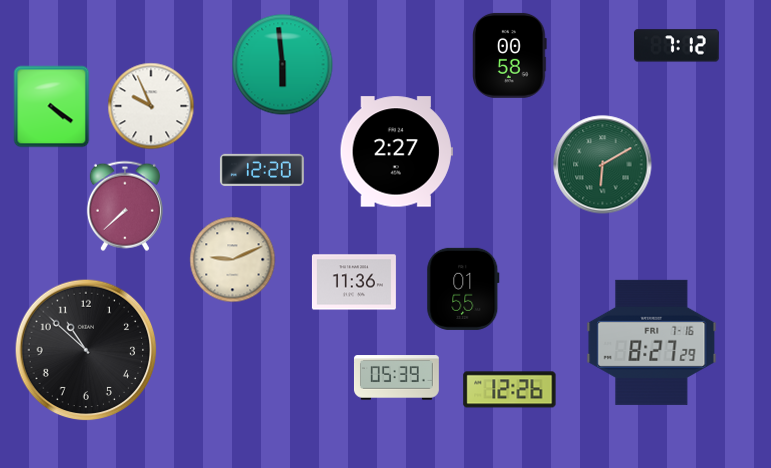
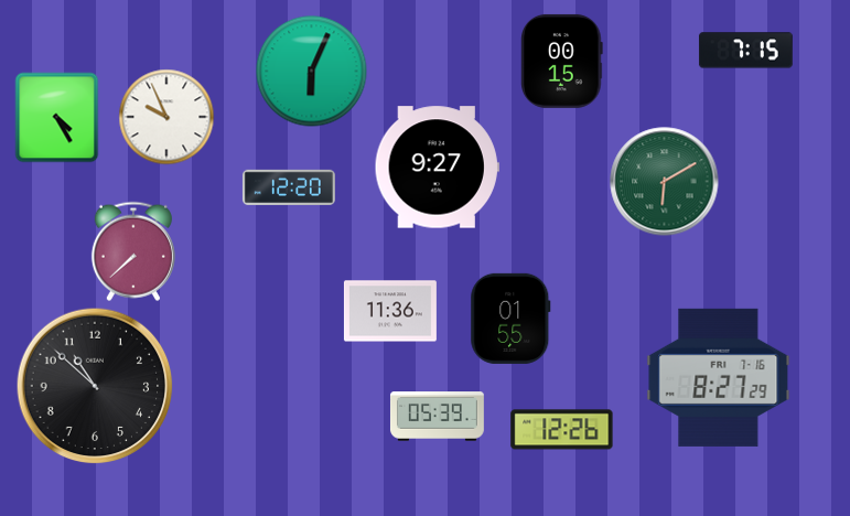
clock at (676, 46): 7:12 -> 7:15
clock at (510, 55): 00:58 -> 00:15
clock at (283, 65): 5:59 -> 6:04
clock at (52, 107): 4:21 -> 4:25
clock at (396, 152): 2:27 -> 9:27
clock at (125, 206) position: (125, 206) -> (133, 251)
clock at (233, 260): 9:11 -> none
